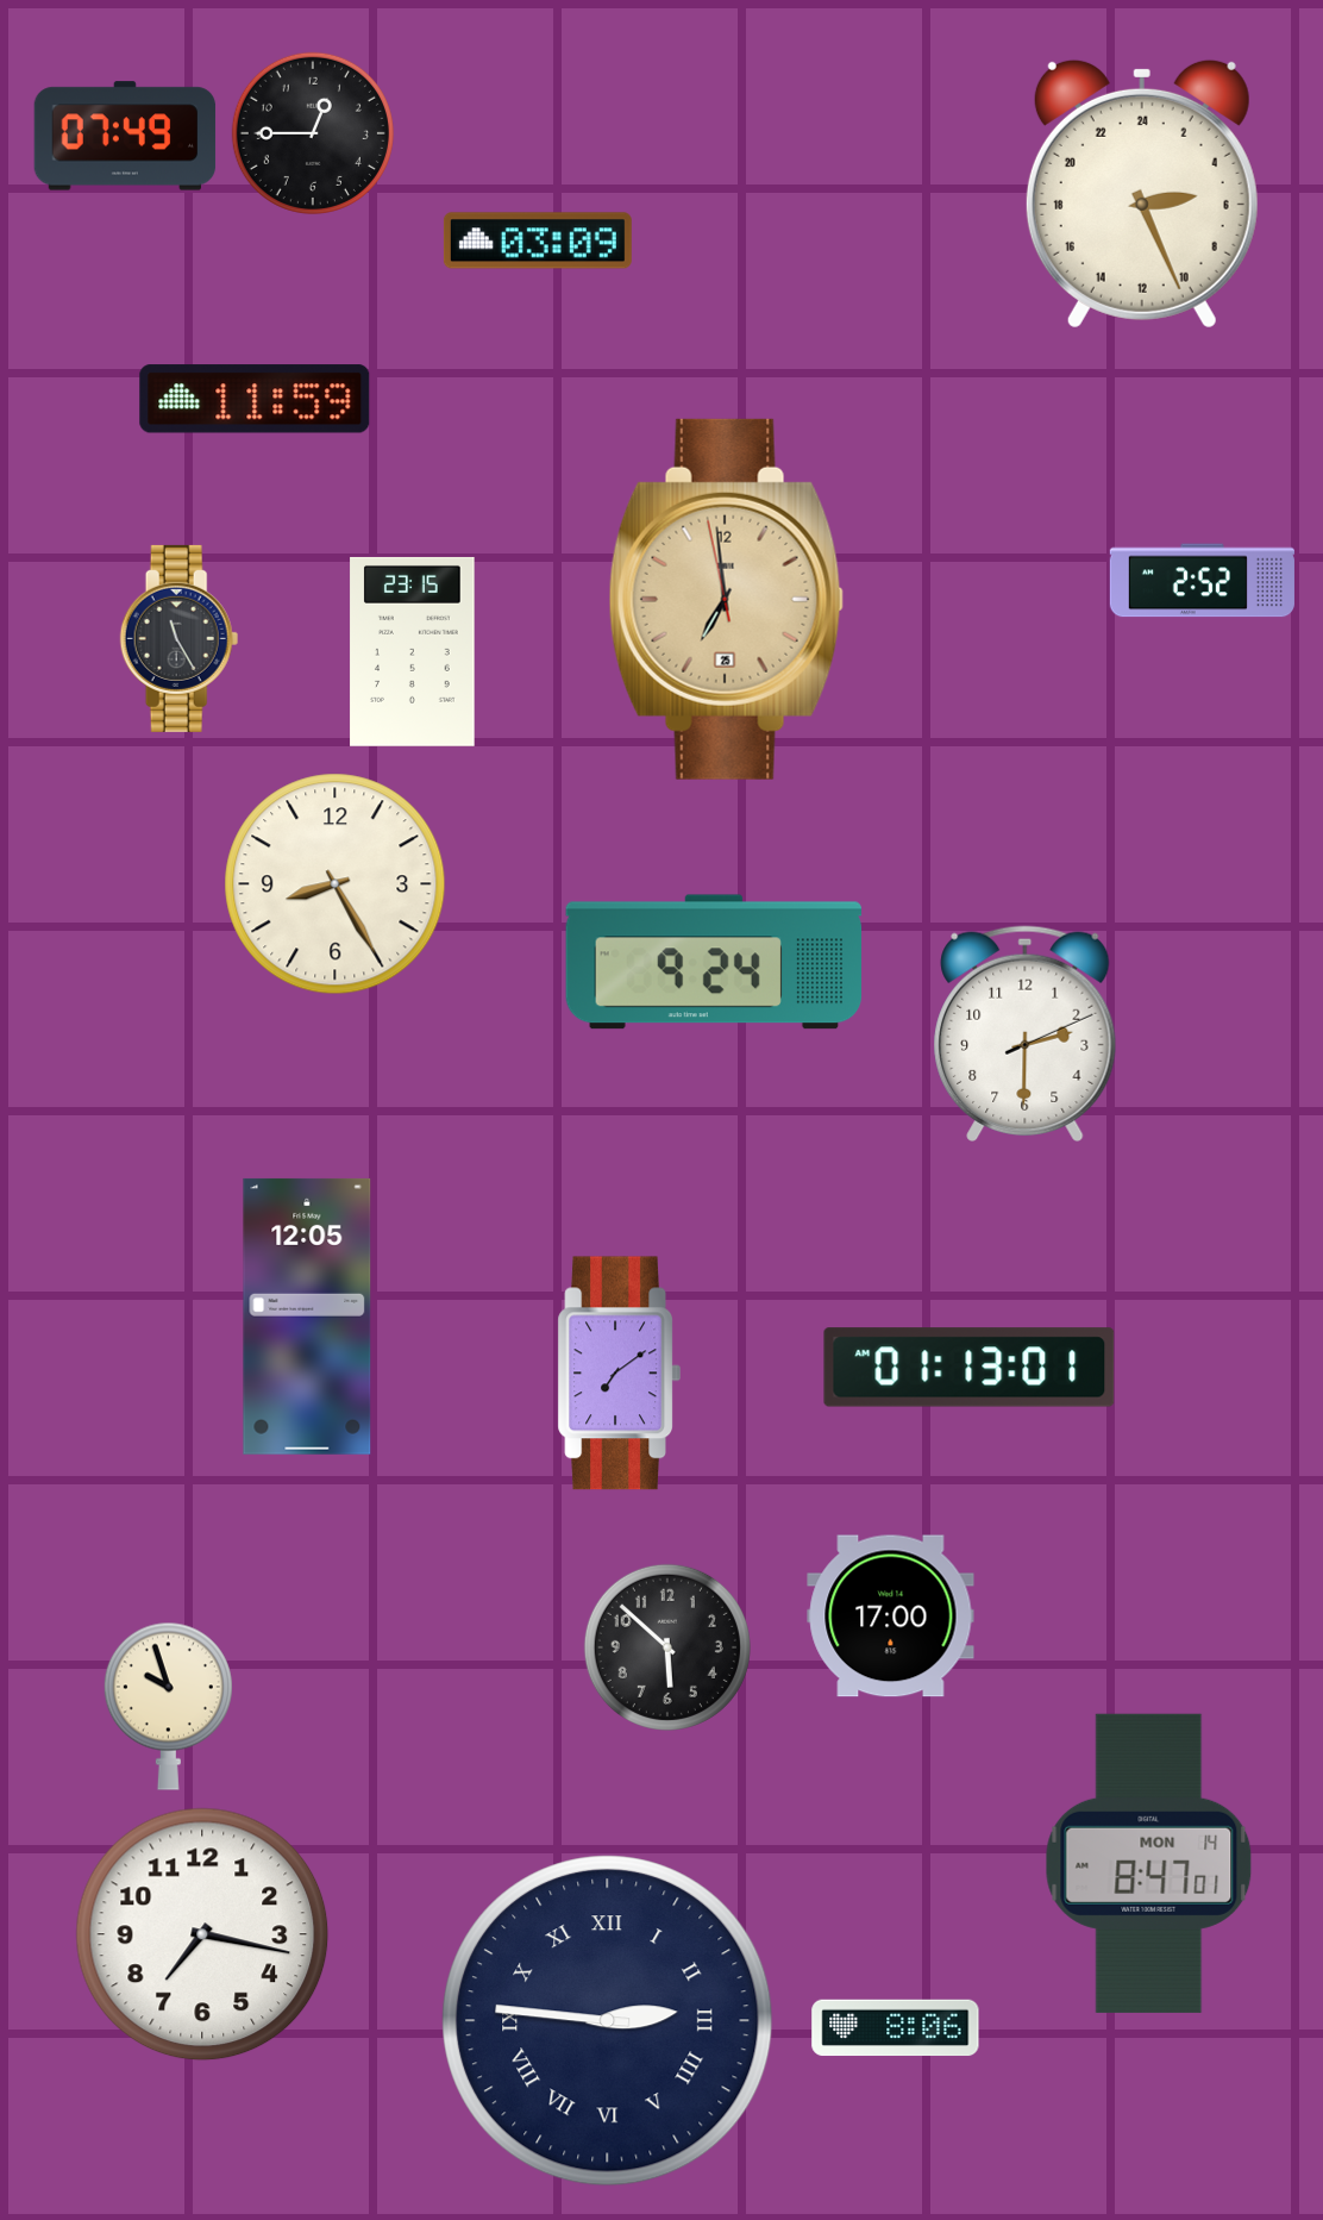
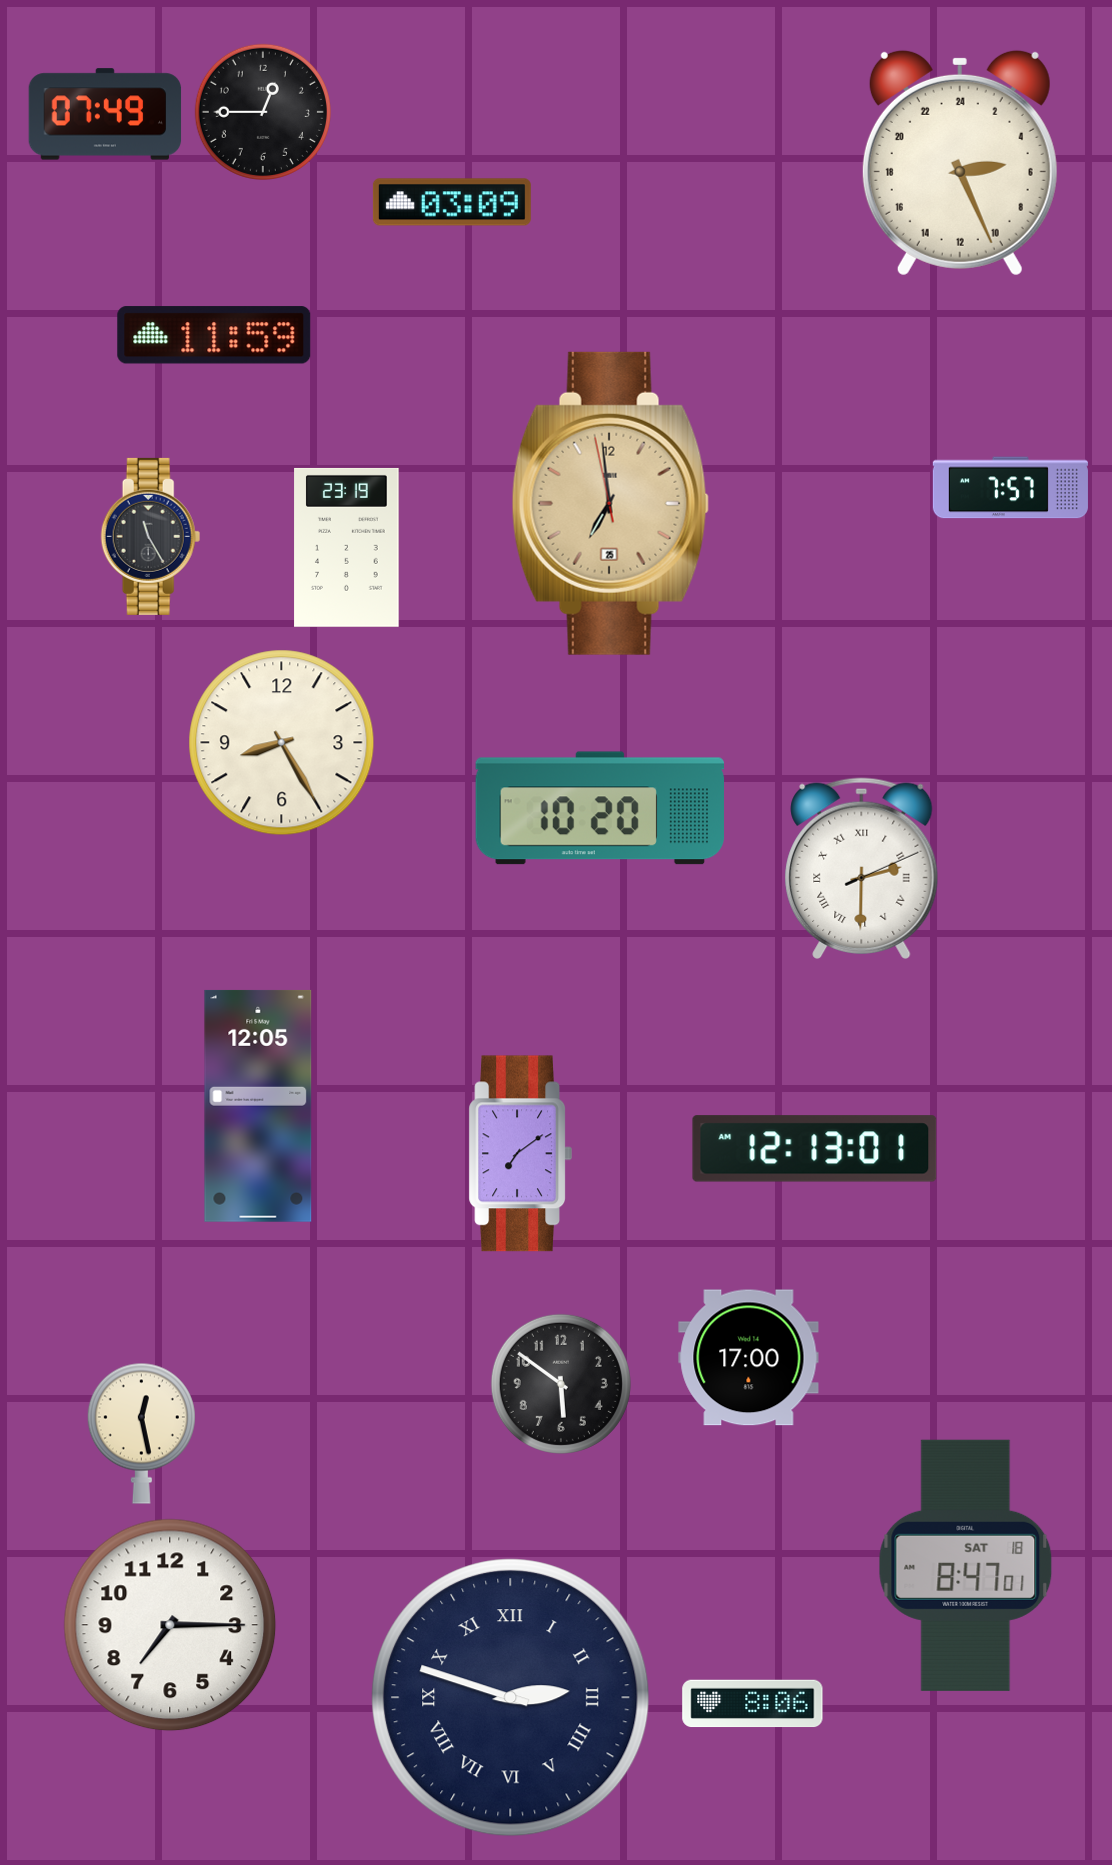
clock at (1202, 581): 2:52 -> 7:57
clock at (413, 651): 23:15 -> 23:19
clock at (713, 962): 9:24 -> 10:20
clock at (1026, 1033) numerals: Arabic -> Roman
clock at (970, 1368): 01:13 -> 12:13
clock at (667, 1647): 5:52 -> 5:51
clock at (168, 1706): 9:57 -> 12:28
clock at (1149, 1863) date: MON 14 -> SAT 18
clock at (202, 1934): 7:17 -> 7:15
clock at (608, 2021): 2:46 -> 2:48
